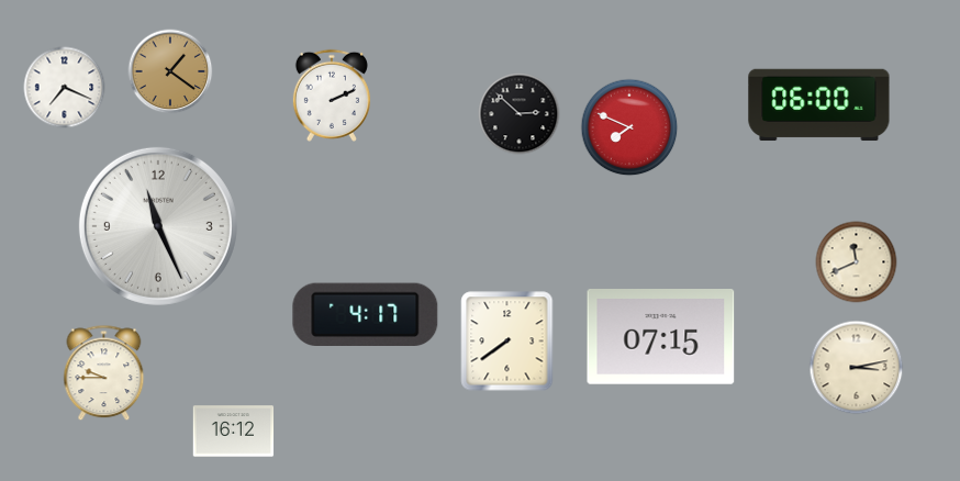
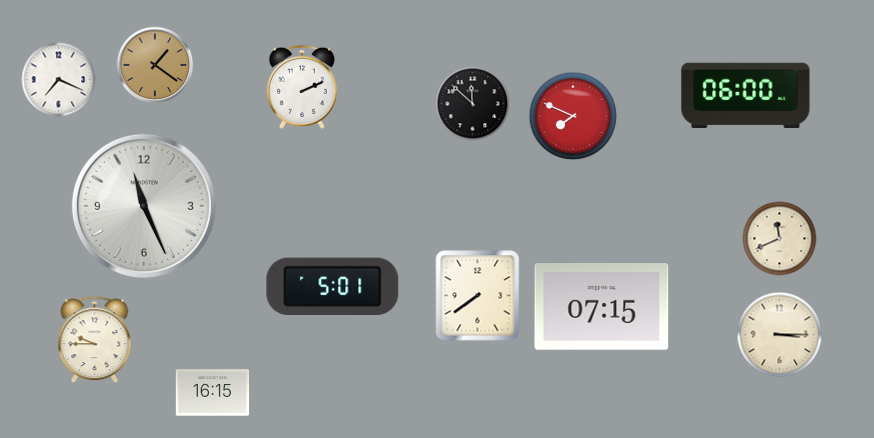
clock at (520, 114): 2:52 -> 11:52
clock at (366, 314): 4:17 -> 5:01
clock at (507, 342) position: (507, 342) -> (478, 296)
clock at (857, 368): 3:13 -> 3:15
clock at (234, 432): 16:12 -> 16:15
